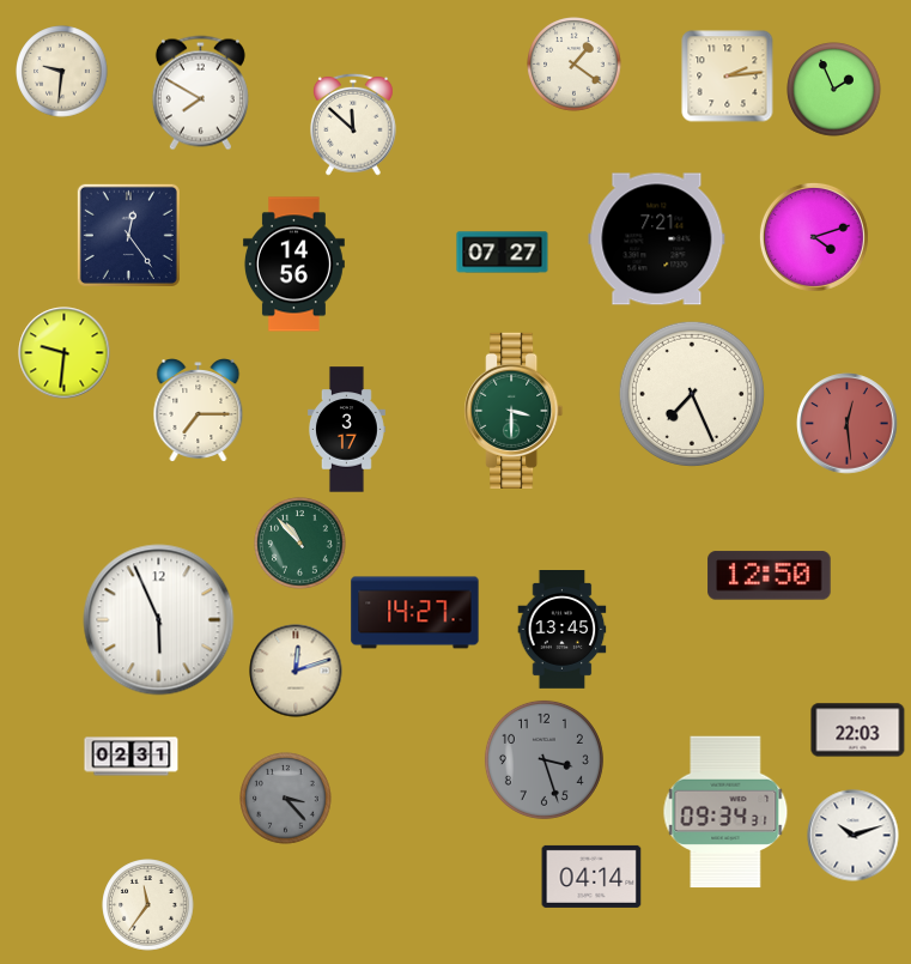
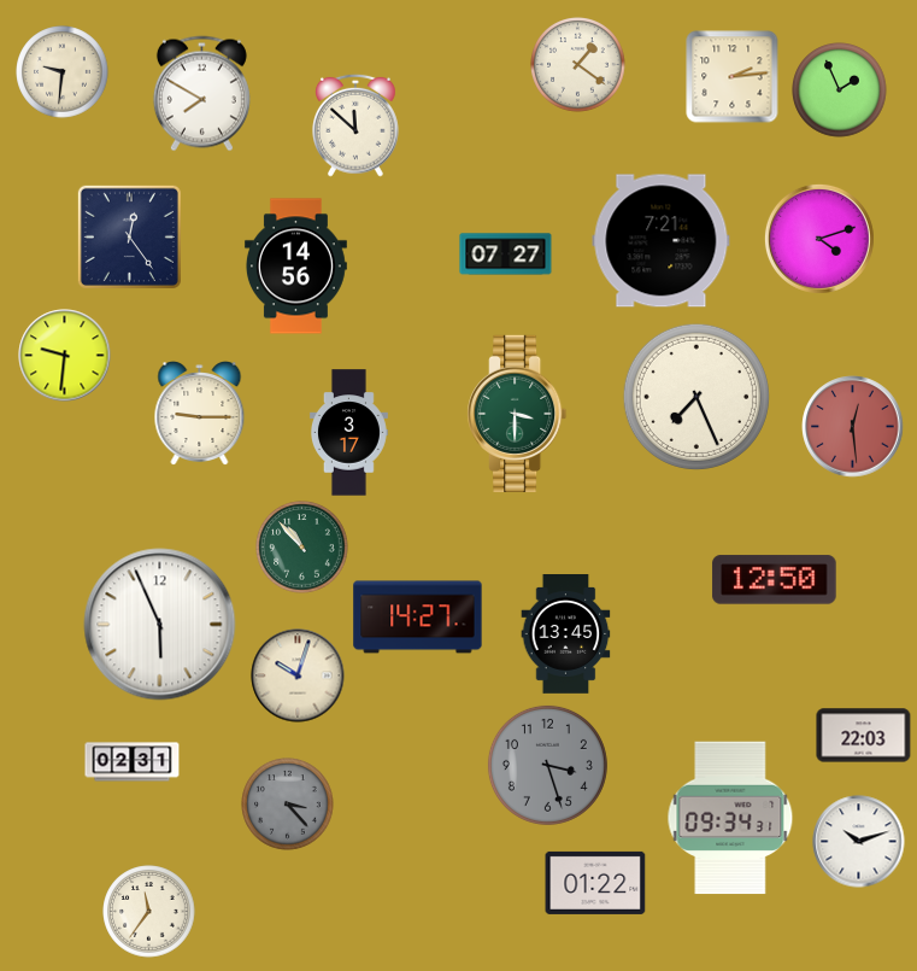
clock at (199, 411): 7:15 -> 9:15
clock at (296, 671): 12:12 -> 10:03
clock at (591, 877): 04:14 -> 01:22
